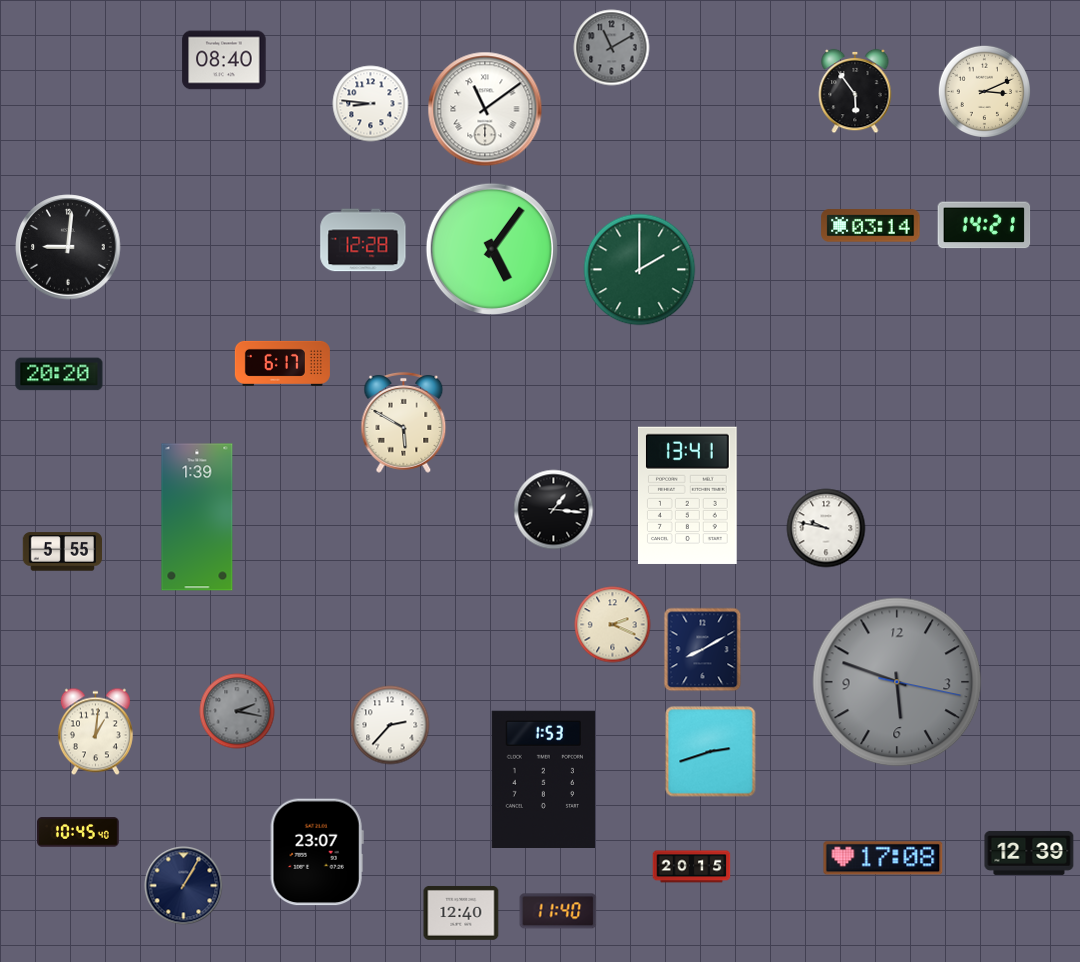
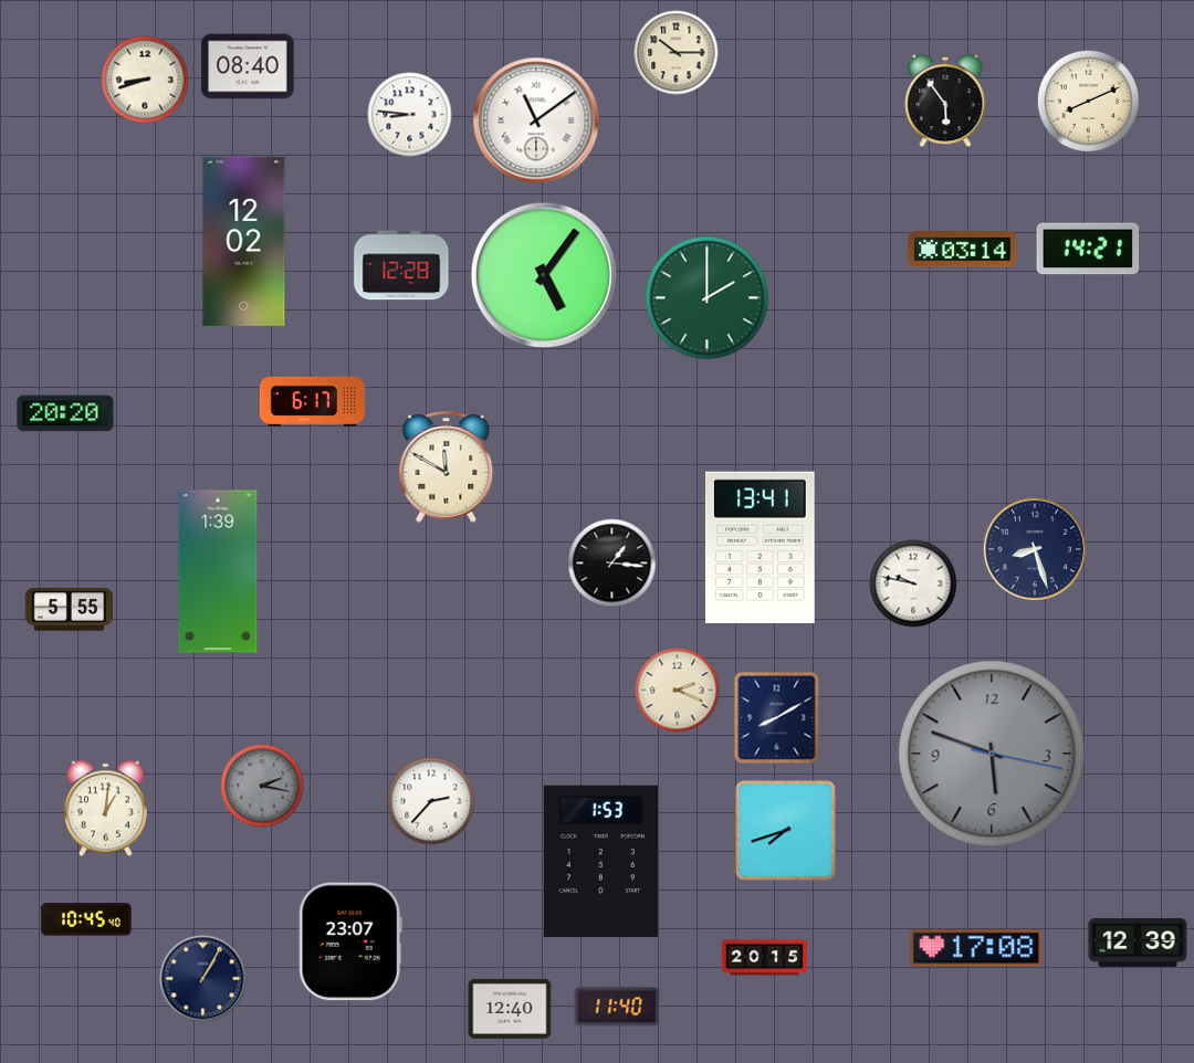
clock at (612, 48): 11:10 -> 10:15
clock at (612, 48) dial: grey -> cream
clock at (145, 80): none -> 8:42
clock at (984, 91): 3:11 -> 8:11
clock at (244, 241): none -> 12:02
clock at (68, 247): 9:01 -> none
clock at (404, 422): 5:50 -> 11:50
clock at (1034, 548): none -> 8:27
clock at (711, 752): 2:42 -> 7:42
